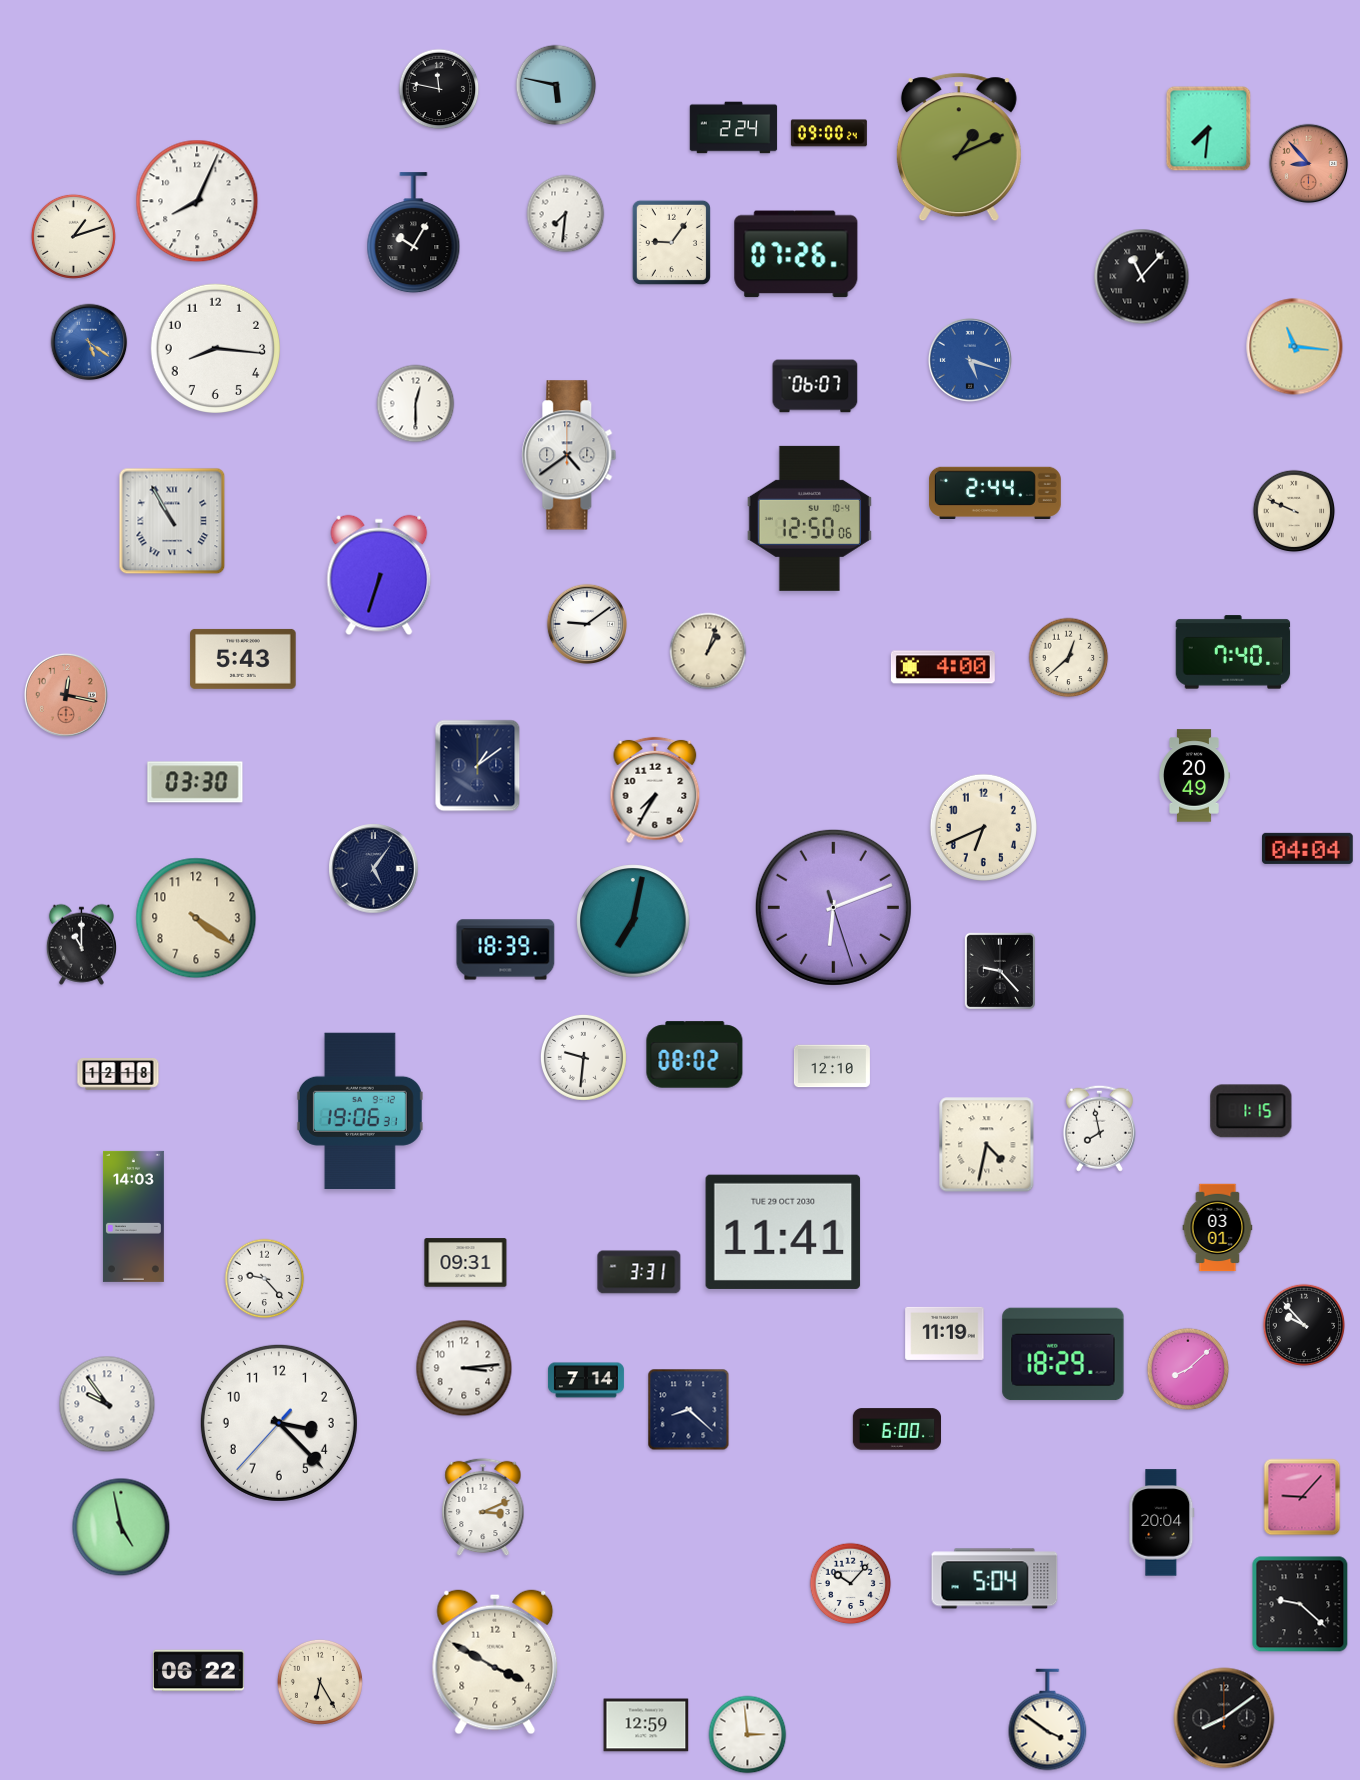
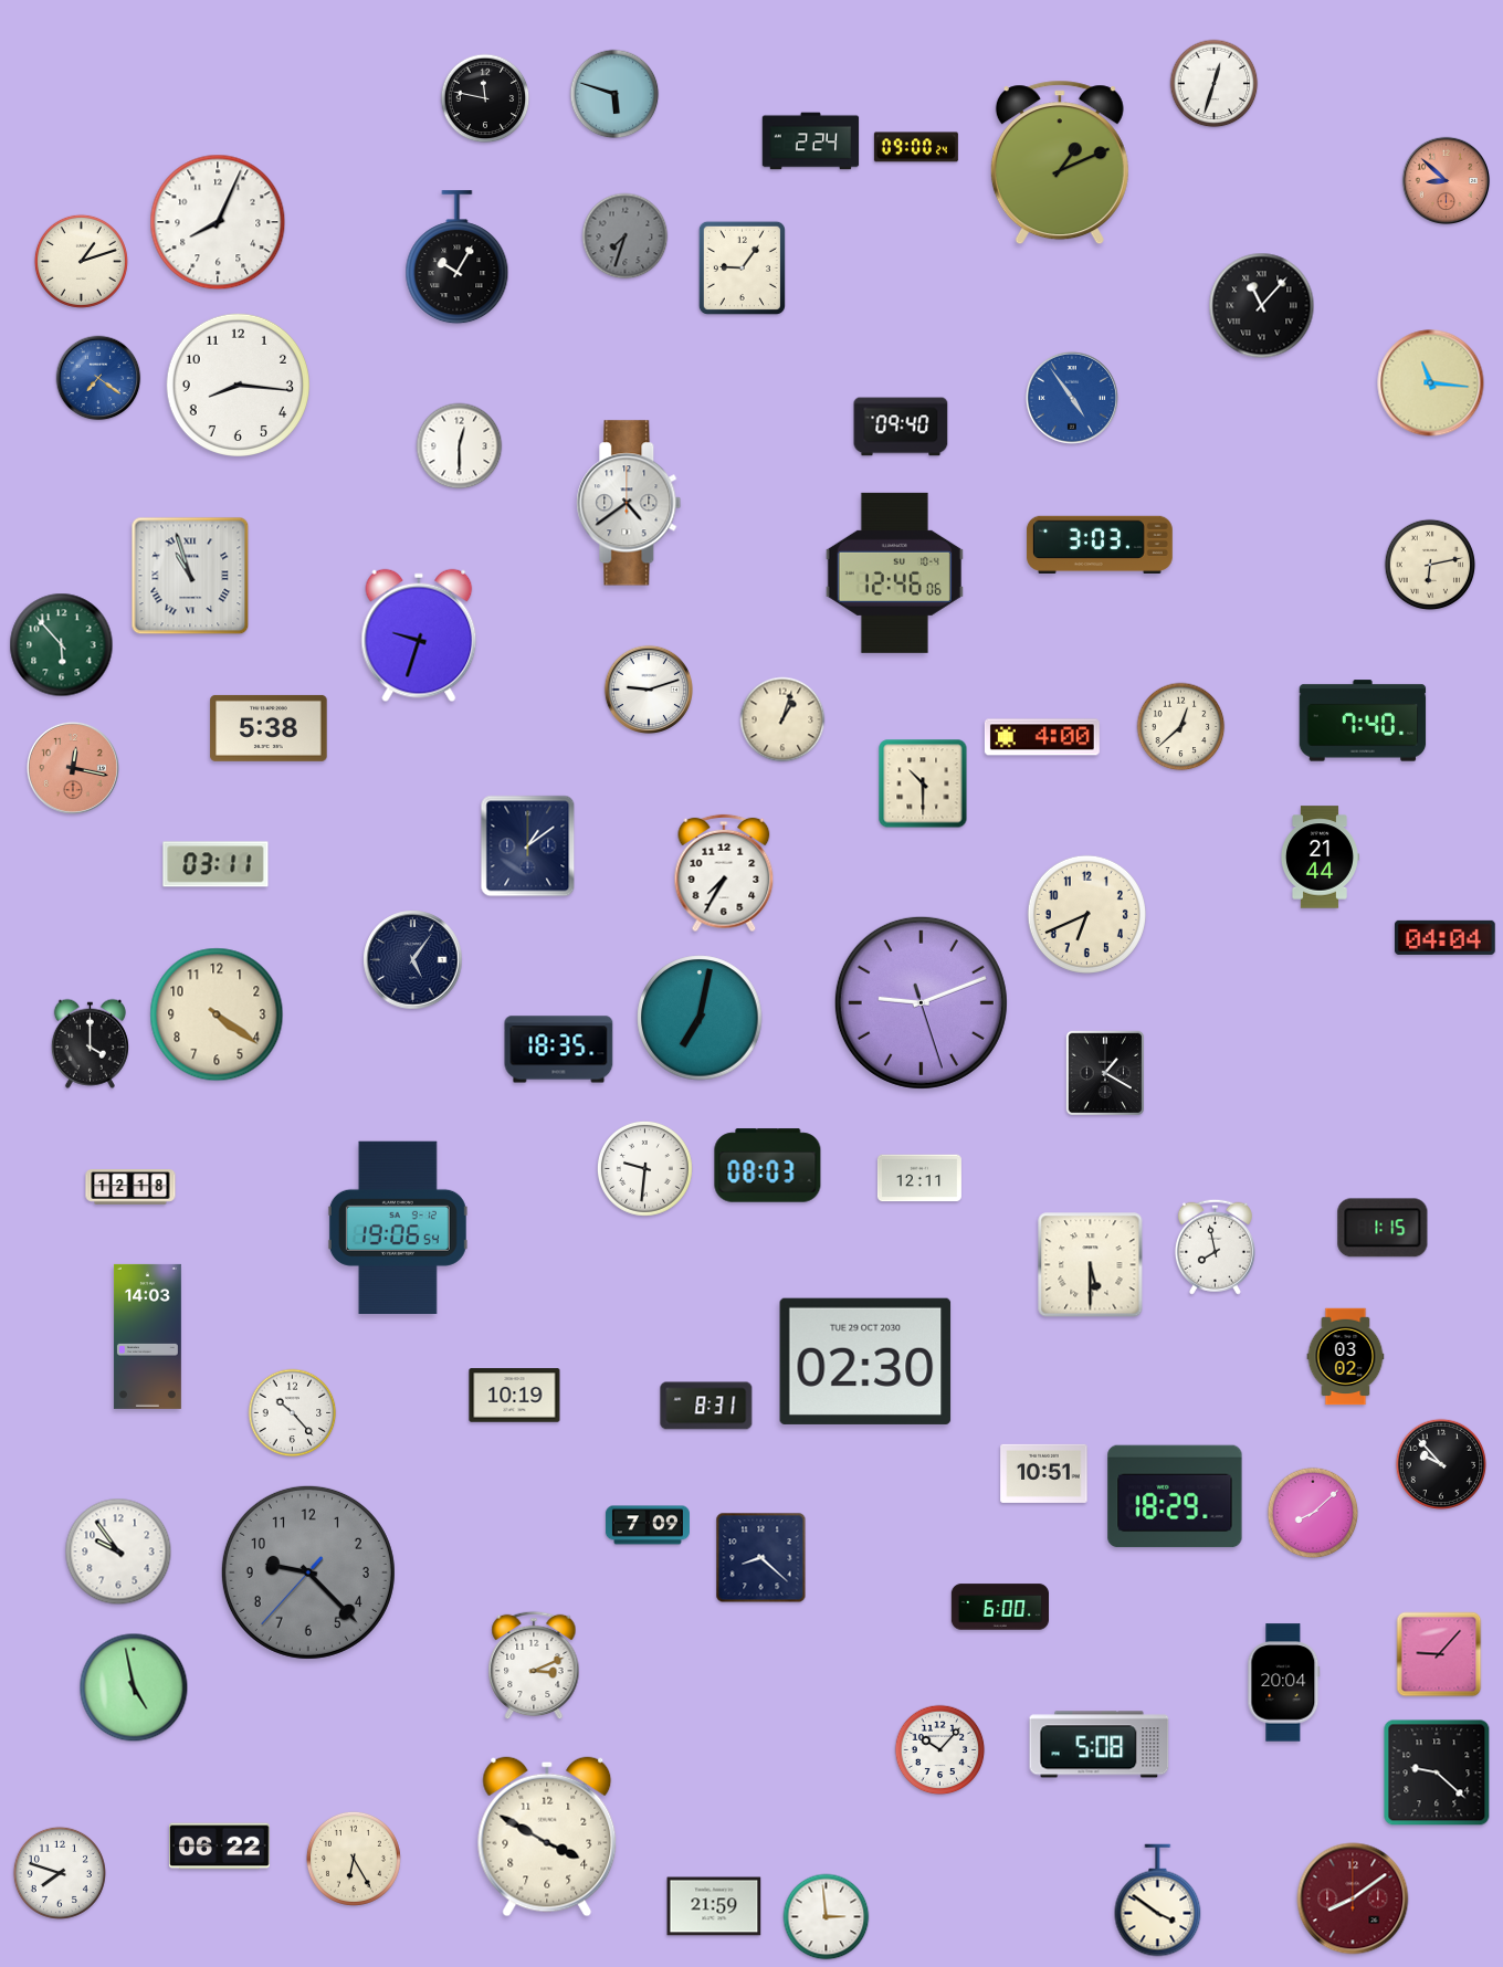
clock at (1215, 84): none -> 12:33
clock at (556, 85): 5:47 -> 5:48
clock at (1209, 129): 7:31 -> none
clock at (1309, 164): 8:53 -> 8:52
clock at (566, 214): 7:31 -> 7:33
clock at (566, 214) dial: white -> grey
clock at (796, 254): 07:26 -> none
clock at (89, 342): 5:21 -> 7:21
clock at (970, 360): 5:18 -> 4:54
clock at (815, 386): 06:07 -> 09:40
clock at (995, 492): 2:44 -> 3:03
clock at (1294, 511): 9:49 -> 6:13
clock at (809, 518): 12:50 -> 12:46
clock at (172, 521): 10:55 -> 10:57
clock at (379, 575): 6:33 -> 9:33
clock at (62, 645): none -> 5:53
clock at (586, 623): 9:09 -> 9:12
clock at (243, 659): 5:43 -> 5:38
clock at (923, 783): none -> 10:30
clock at (1194, 776): 20:49 -> 21:44
clock at (195, 782): 03:30 -> 03:11
clock at (833, 907): 6:11 -> 9:11
clock at (81, 944): 11:00 -> 4:00
clock at (506, 950): 18:39 -> 18:35
clock at (999, 970): 9:23 -> 1:20
clock at (695, 1055): 08:02 -> 08:03
clock at (832, 1066): 12:10 -> 12:11
clock at (360, 1110): 19:06:31 -> 19:06:54
clock at (987, 1145): 4:32 -> 5:30
clock at (133, 1216) position: (133, 1216) -> (147, 1336)
clock at (1218, 1228): 03:01 -> 03:02
clock at (783, 1232): 11:41 -> 02:30
clock at (466, 1263): 09:31 -> 10:19
clock at (639, 1272): 3:31 -> 8:31
clock at (265, 1279): 9:23 -> 10:23
clock at (945, 1333): 11:19 -> 10:51
clock at (464, 1368): 3:14 -> none
clock at (586, 1380): 7:14 -> 7:09
clock at (279, 1423): 3:22 -> 9:22
clock at (279, 1423) dial: white -> grey
clock at (896, 1429) position: (896, 1429) -> (999, 1607)
clock at (995, 1579): 5:04 -> 5:08
clock at (60, 1873): none -> 7:48
clock at (1224, 1718) dial: black -> burgundy
clock at (646, 1725): 12:59 -> 21:59
